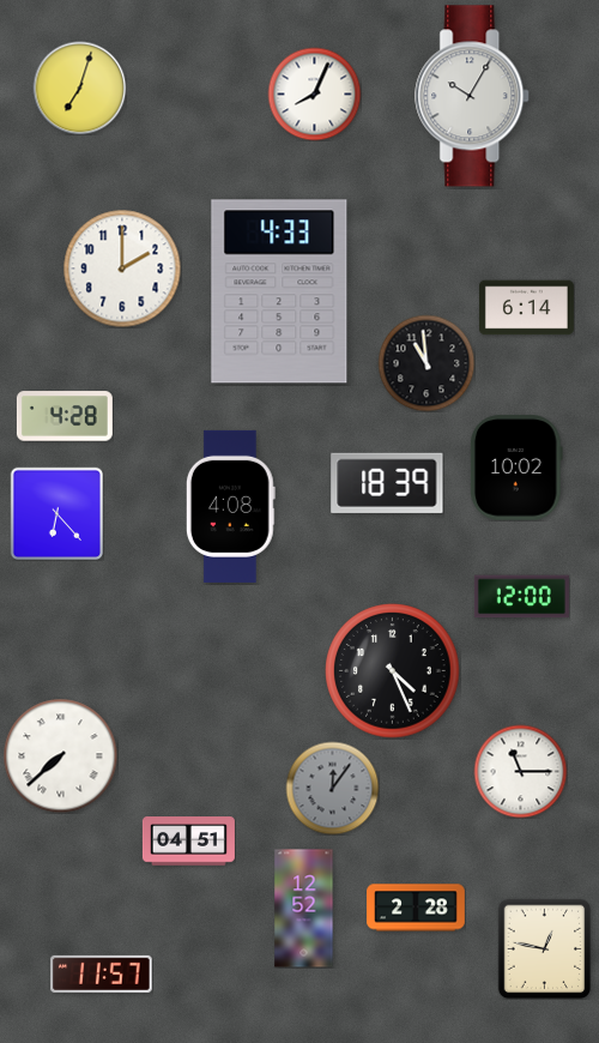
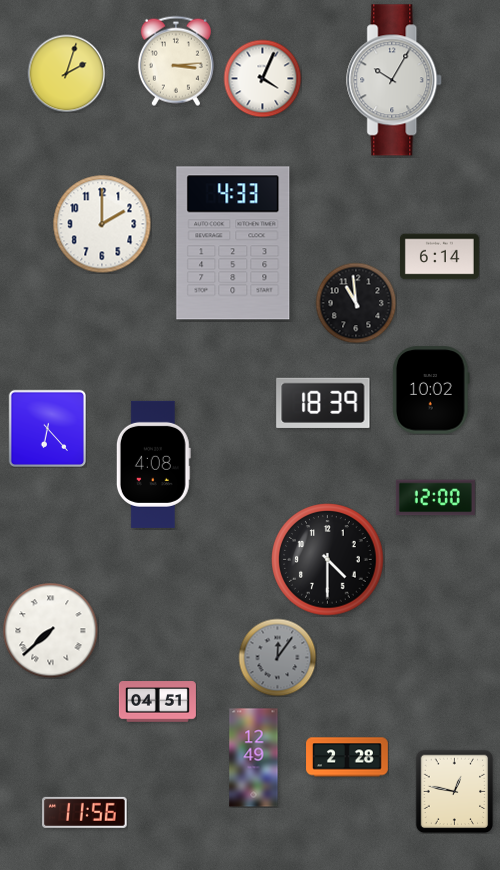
clock at (176, 61): none -> 3:14
clock at (79, 88): 7:03 -> 2:03
clock at (314, 94): 8:04 -> 4:04
clock at (65, 416): 4:28 -> none
clock at (230, 506) position: (230, 506) -> (153, 464)
clock at (393, 671): 4:26 -> 4:30
clock at (520, 771): 11:15 -> none
clock at (304, 909): 12:52 -> 12:49
clock at (102, 973): 11:57 -> 11:56
